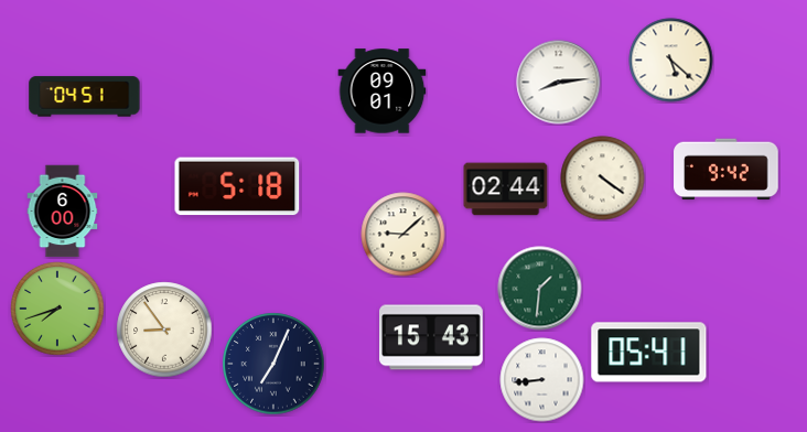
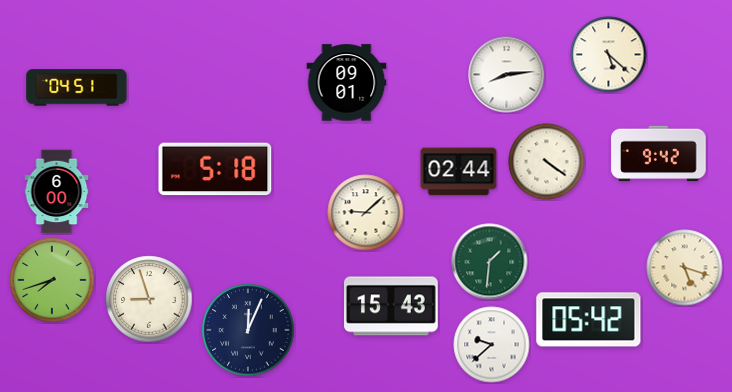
clock at (685, 268): none -> 5:18
clock at (164, 330): 8:54 -> 8:57
clock at (649, 353): 05:41 -> 05:42
clock at (273, 364): 7:04 -> 12:04
clock at (542, 380): 8:44 -> 9:38
